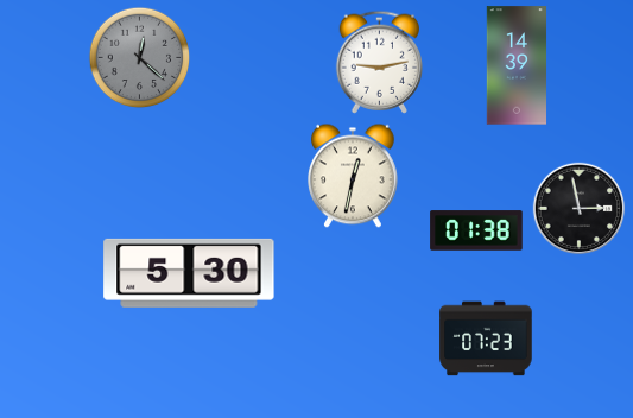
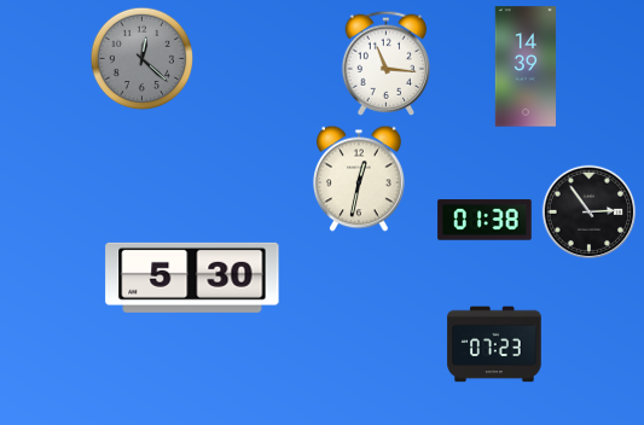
clock at (380, 62): 9:13 -> 11:16
clock at (580, 209): 2:58 -> 2:54
clock at (476, 230) position: (476, 230) -> (485, 220)
